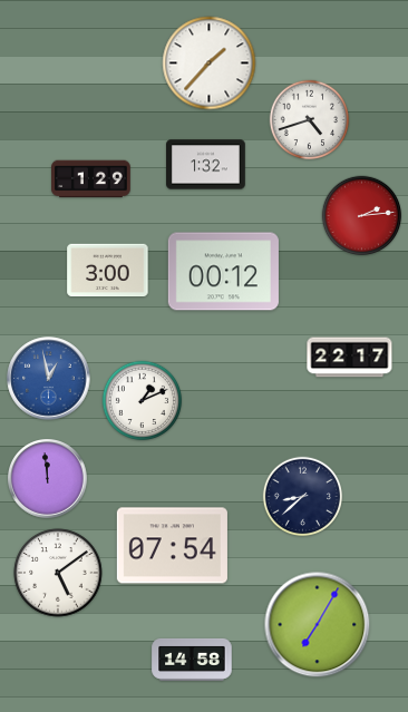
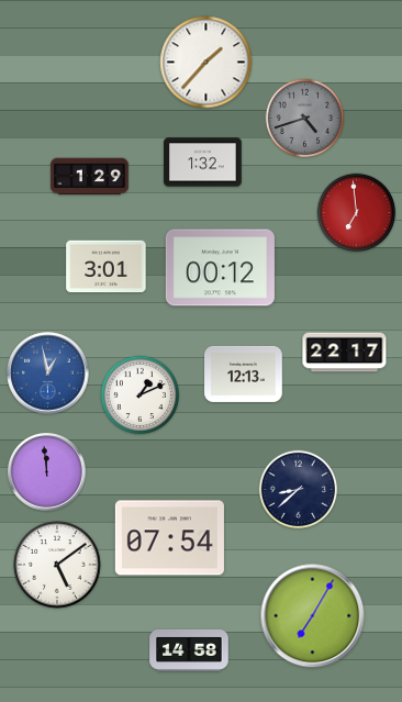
clock at (310, 120) dial: white -> grey
clock at (362, 216): 2:14 -> 6:59
clock at (108, 271): 3:00 -> 3:01
clock at (244, 374): none -> 12:13
